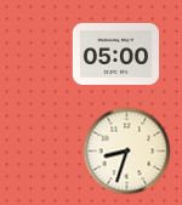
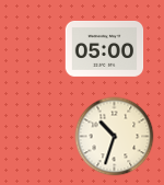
clock at (127, 152): 8:33 -> 10:33
